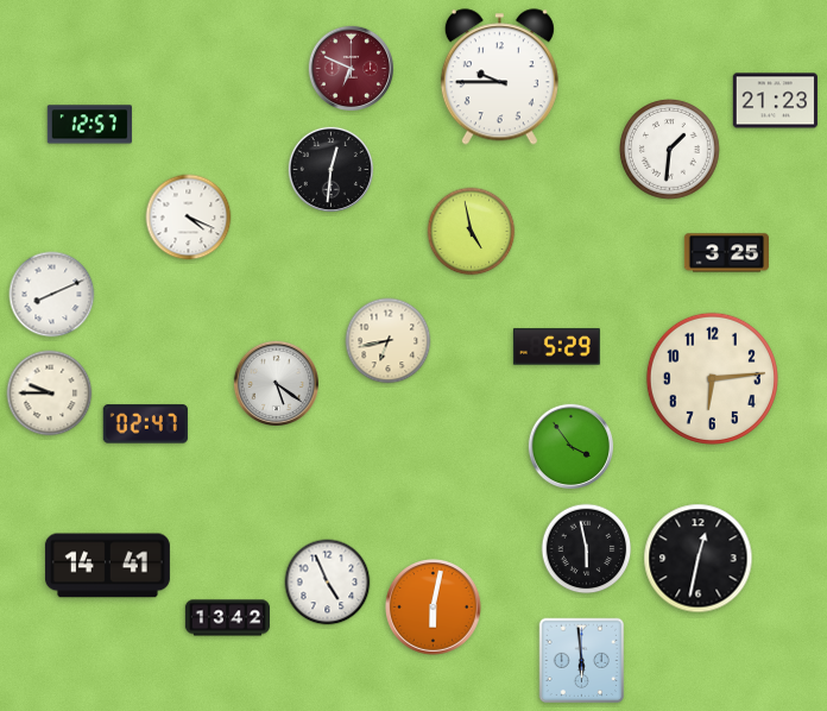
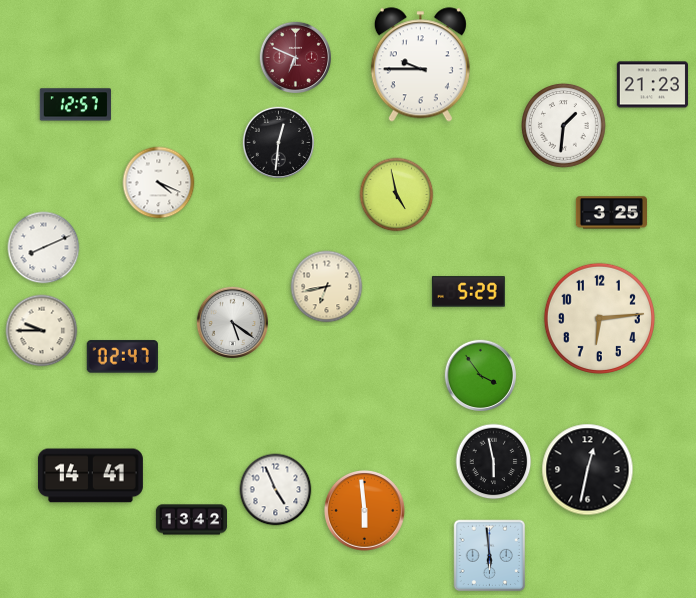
clock at (434, 608): 6:02 -> 5:59
